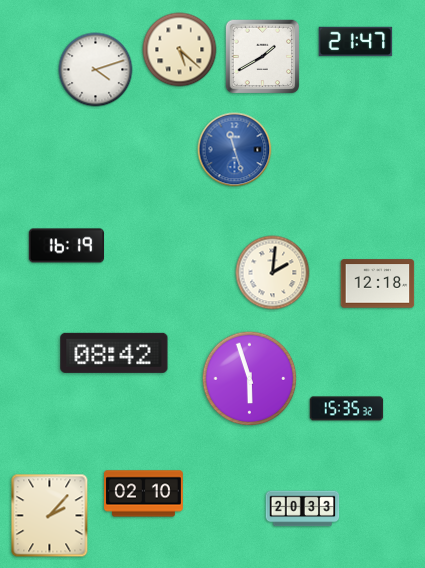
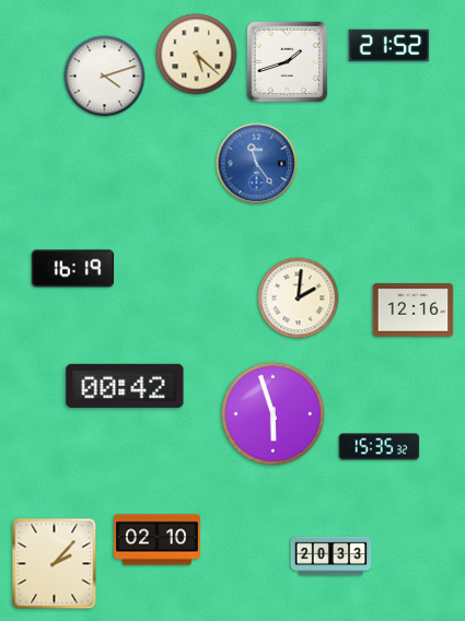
clock at (356, 42): 21:47 -> 21:52
clock at (263, 57): 1:40 -> 1:42
clock at (235, 150): 11:27 -> 11:24
clock at (378, 284): 12:18 -> 12:16
clock at (114, 353): 08:42 -> 00:42
